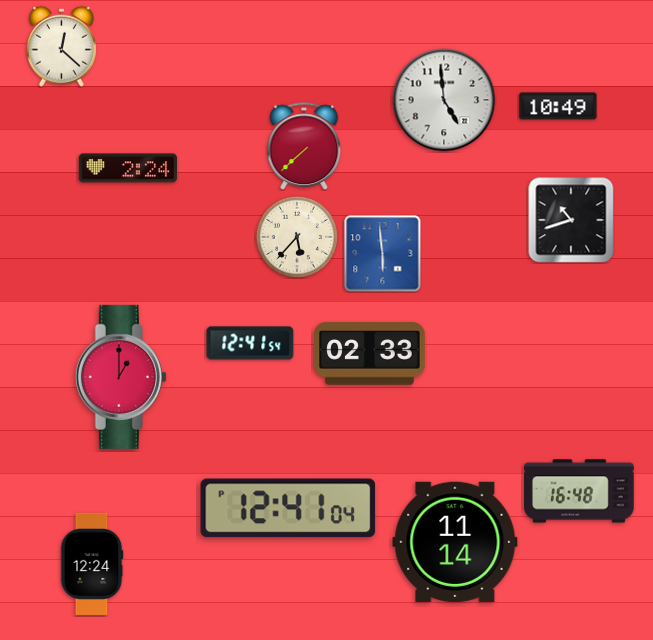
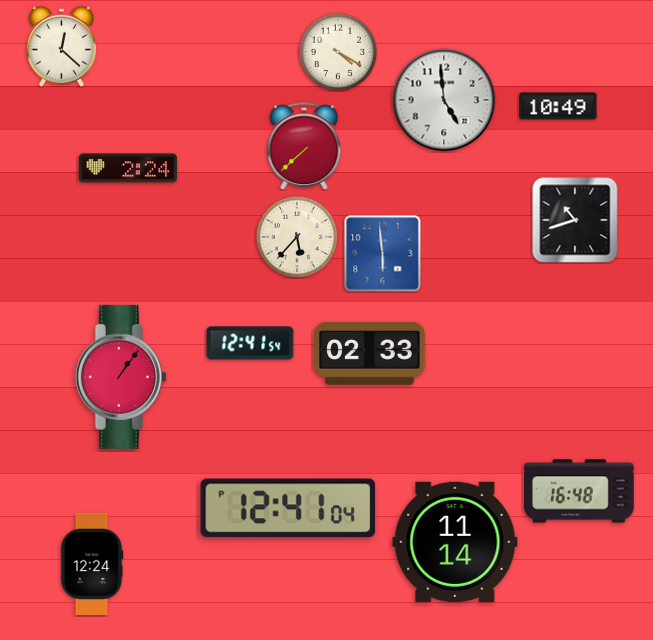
clock at (338, 52): none -> 4:20
clock at (571, 220) position: (571, 220) -> (575, 220)
clock at (121, 377): 1:00 -> 1:06
